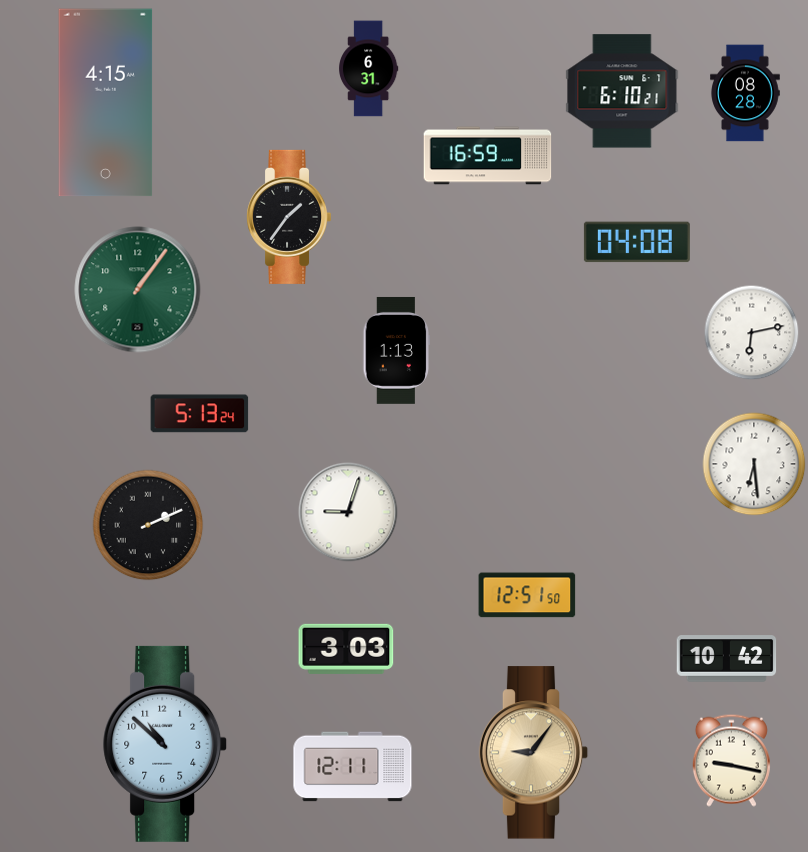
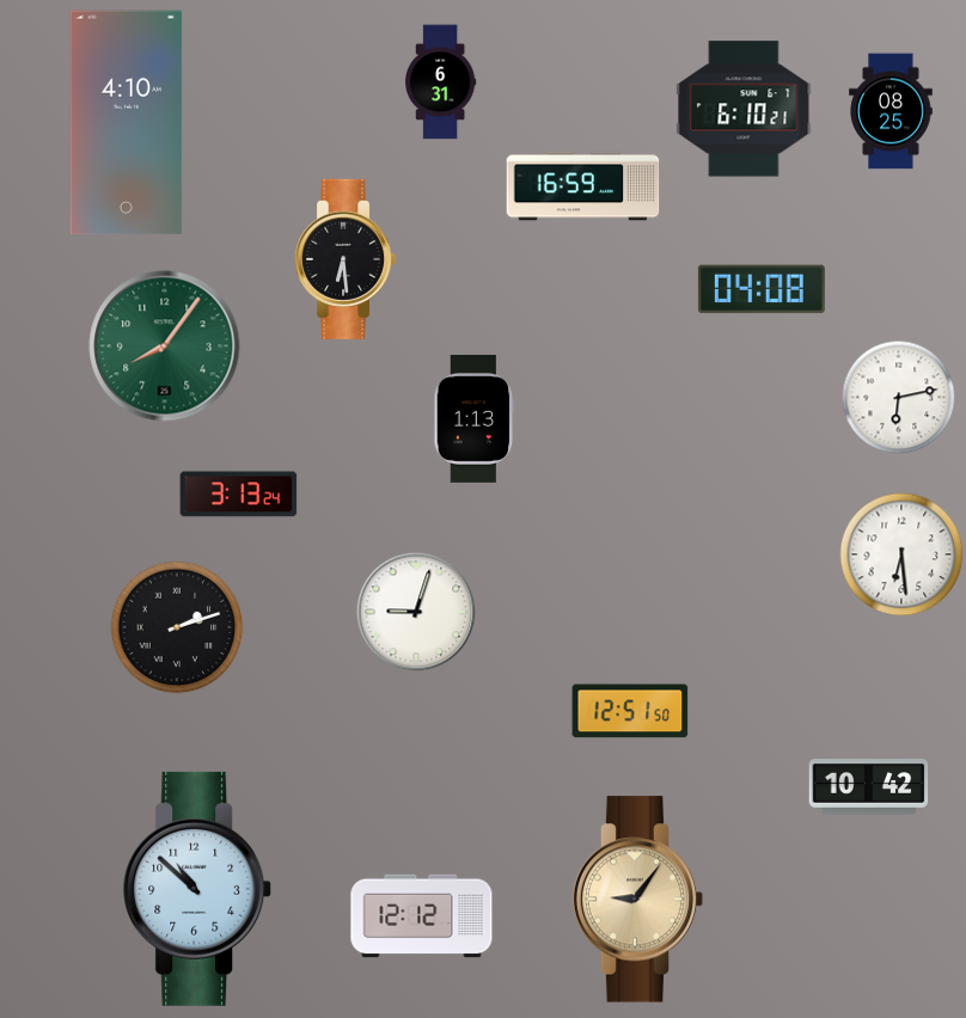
clock at (745, 93): 08:28 -> 08:25
clock at (106, 103): 4:15 -> 4:10
clock at (289, 217): 1:36 -> 6:29
clock at (138, 290): 1:06 -> 8:06
clock at (200, 414): 5:13 -> 3:13
clock at (148, 525): 2:11 -> 2:12
clock at (346, 649): 3:03 -> none
clock at (731, 760): 9:17 -> none
clock at (353, 767): 12:11 -> 12:12
